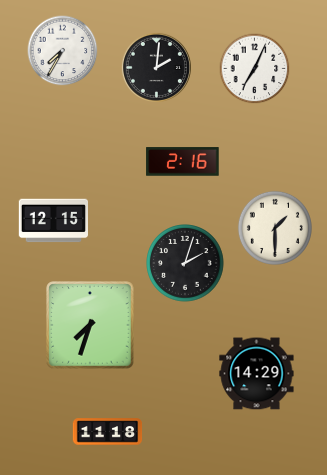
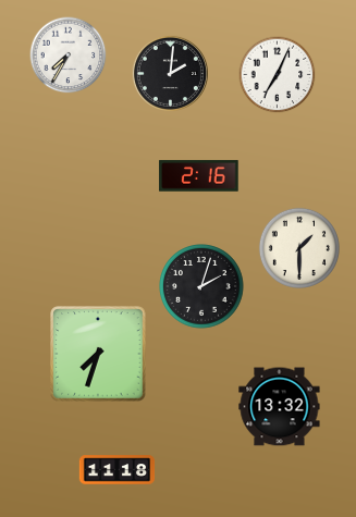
clock at (53, 221): 12:15 -> none
clock at (257, 374): 14:29 -> 13:32
